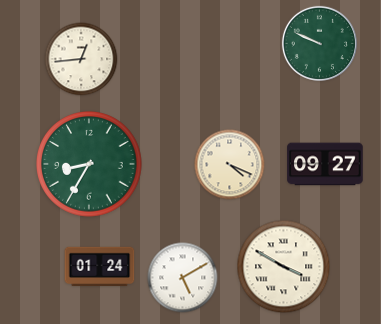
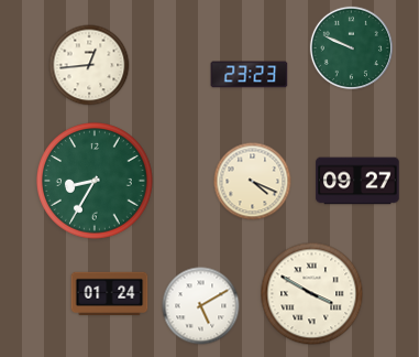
clock at (250, 75): none -> 23:23
clock at (90, 165) position: (90, 165) -> (96, 182)
